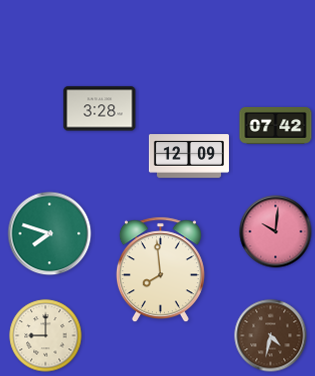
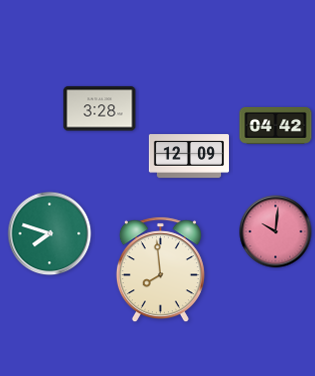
clock at (276, 126): 07:42 -> 04:42
clock at (46, 336): 9:00 -> none
clock at (271, 336): 4:32 -> none
